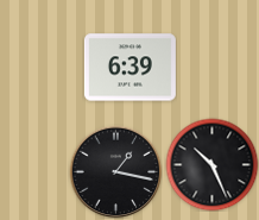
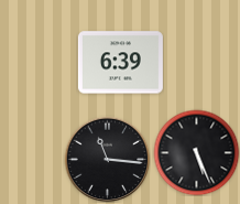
clock at (211, 164): 10:26 -> 5:26
clock at (115, 171): 1:17 -> 11:16
